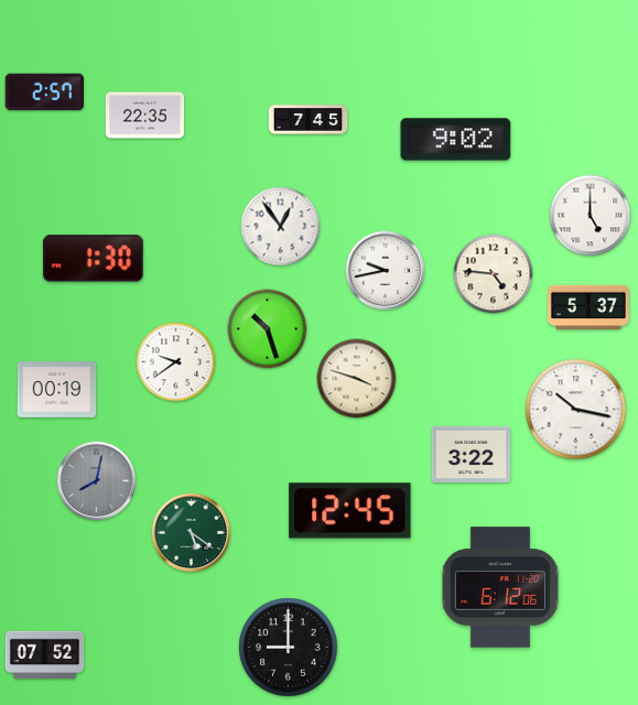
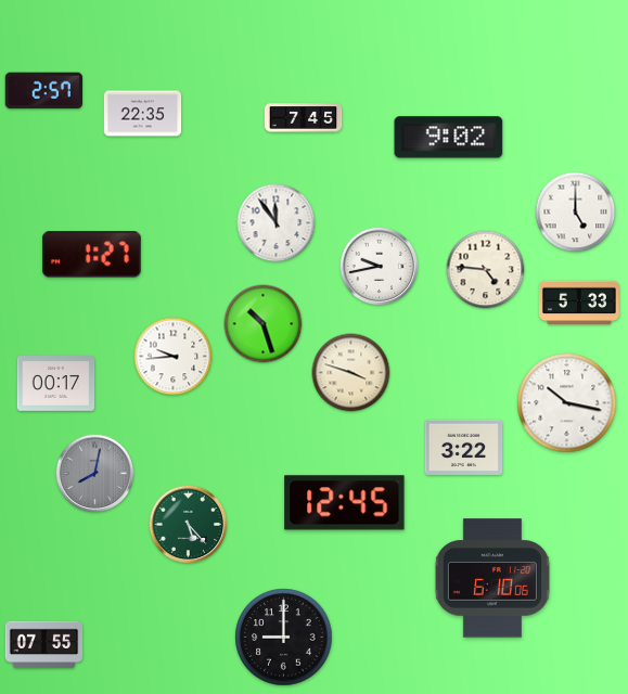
clock at (591, 216) position: (591, 216) -> (576, 213)
clock at (281, 227): 12:54 -> 11:54
clock at (93, 259): 1:30 -> 1:27
clock at (588, 307): 5:37 -> 5:33
clock at (176, 362): 9:39 -> 9:44
clock at (57, 390): 00:19 -> 00:17
clock at (192, 533): 5:21 -> 5:23
clock at (500, 587): 6:12 -> 6:10
clock at (45, 655): 07:52 -> 07:55
